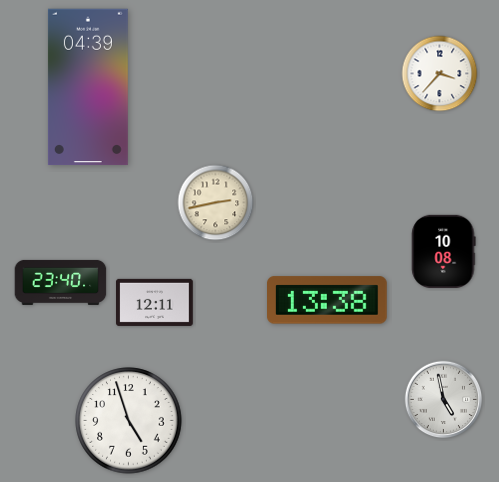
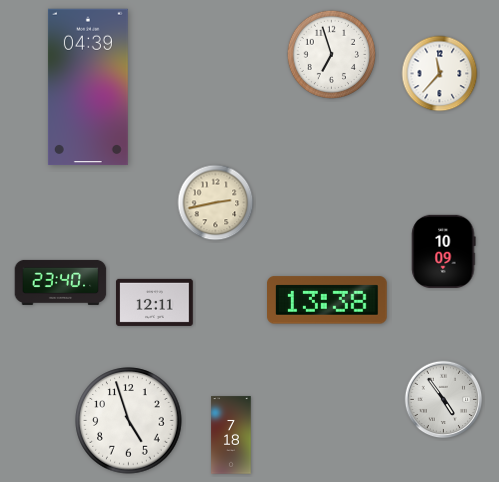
clock at (331, 54): none -> 6:57
clock at (440, 74): 3:37 -> 11:37
clock at (444, 251): 10:08 -> 10:09
clock at (444, 400): 4:58 -> 4:54
clock at (231, 435): none -> 7:18
